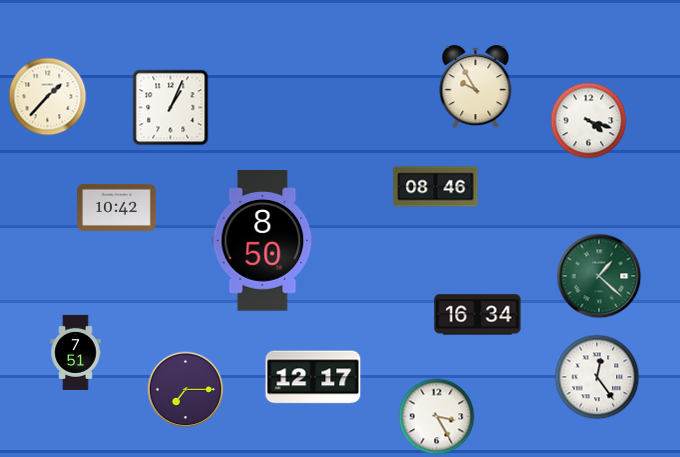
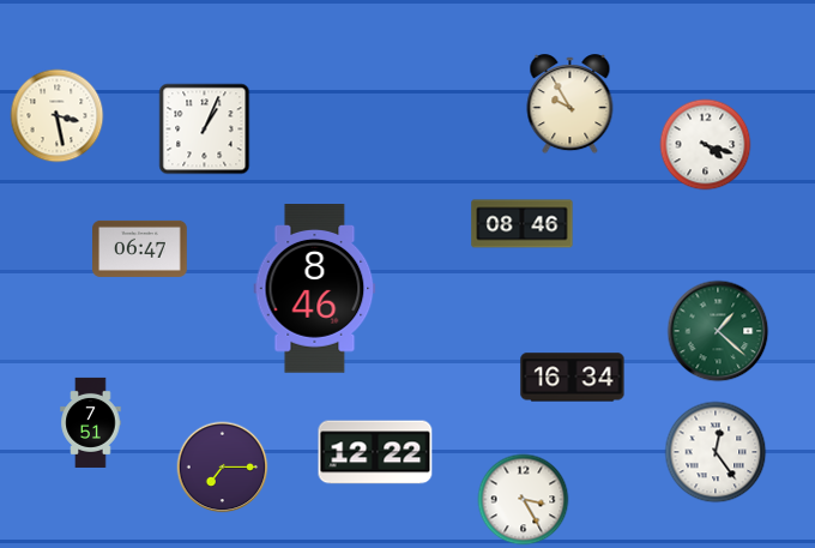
clock at (48, 97): 1:37 -> 3:28
clock at (117, 207): 10:42 -> 06:47
clock at (263, 241): 8:50 -> 8:46
clock at (313, 377): 12:17 -> 12:22
